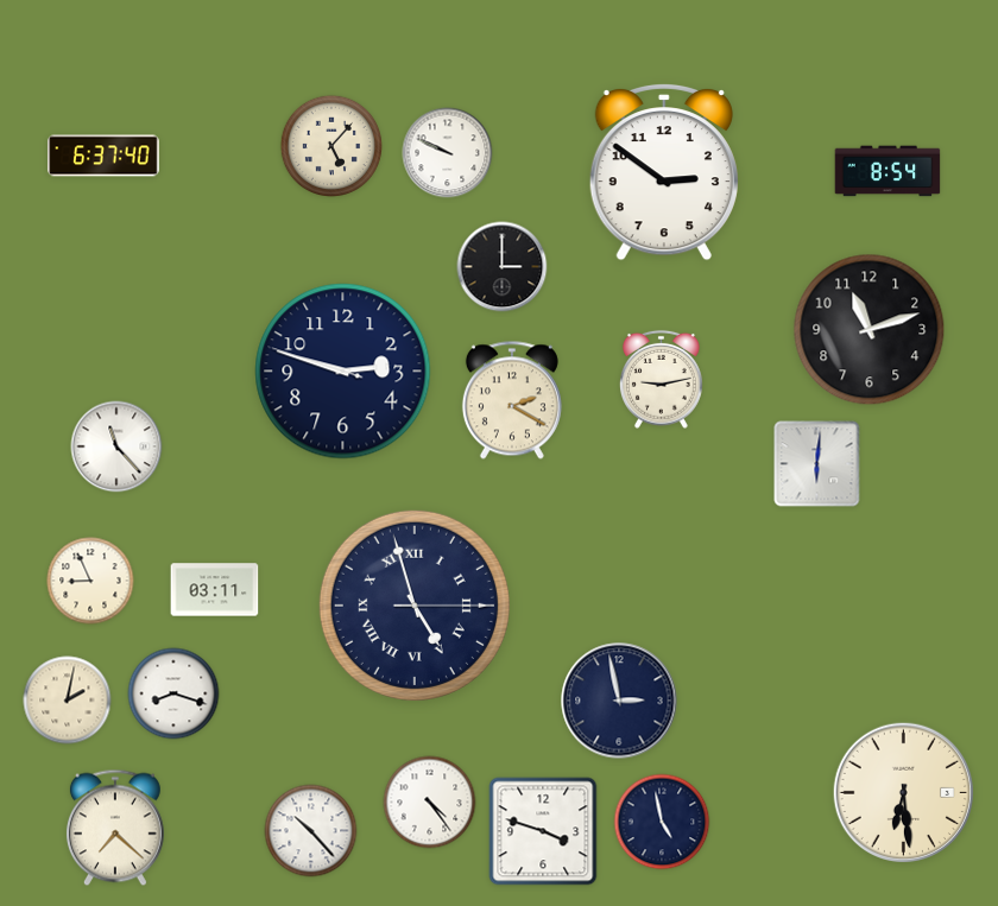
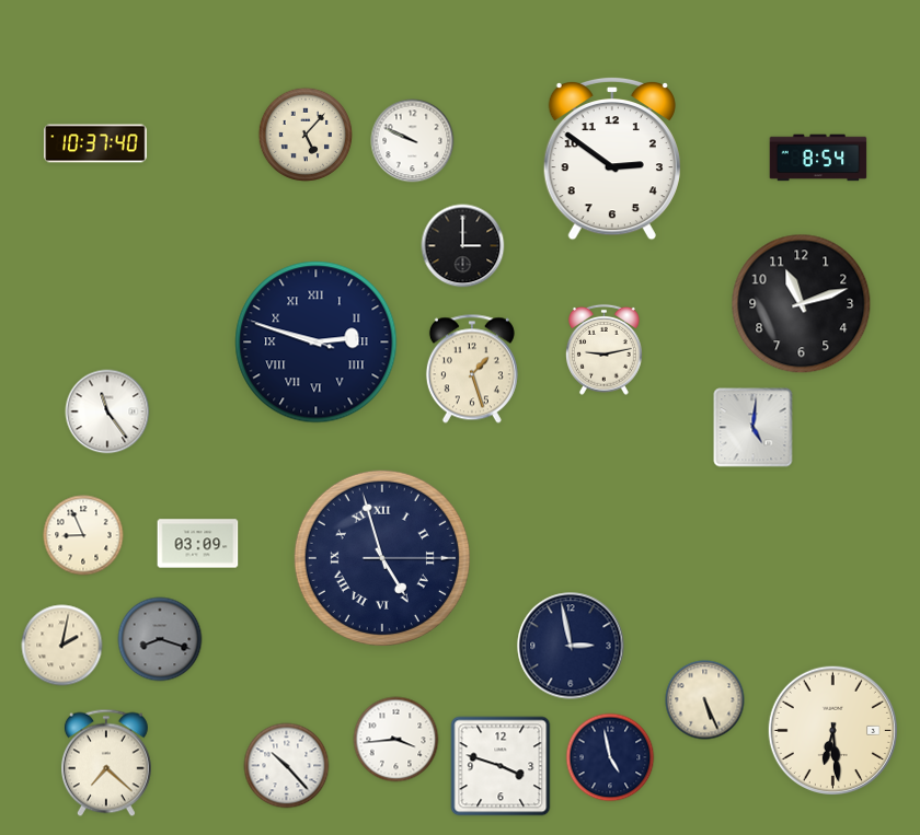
clock at (103, 156): 6:37 -> 10:37
clock at (343, 372) numerals: Arabic -> Roman
clock at (661, 379) position: (661, 379) -> (603, 349)
clock at (512, 400): 2:20 -> 1:27
clock at (116, 446): 11:23 -> 11:24
clock at (817, 464): 6:01 -> 5:01
clock at (215, 590): 03:11 -> 03:09
clock at (173, 693) dial: white -> grey
clock at (705, 700): none -> 5:26
clock at (430, 803): 4:24 -> 3:44
